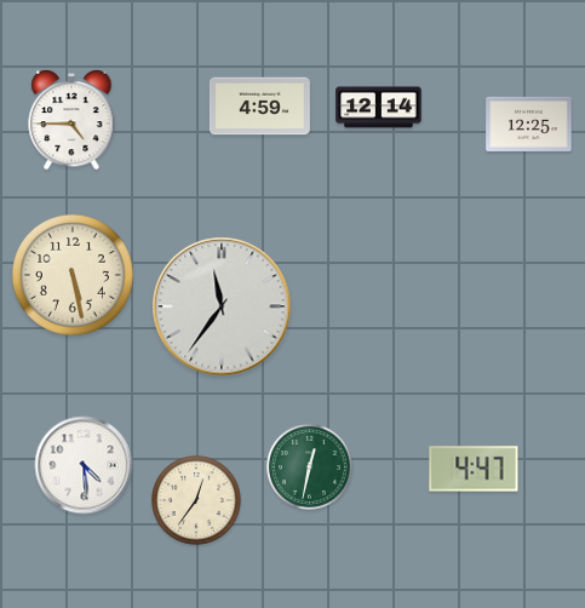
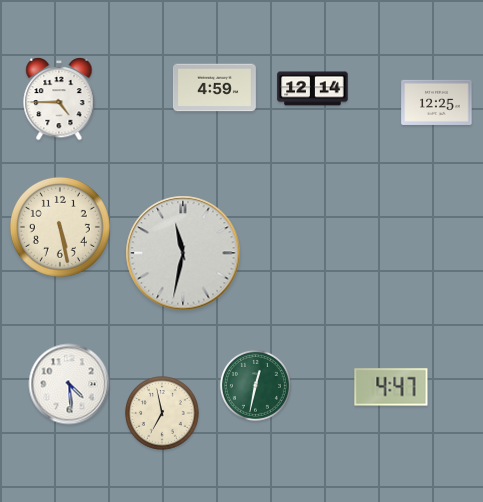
clock at (222, 306): 11:36 -> 11:32
clock at (196, 500): 12:36 -> 6:58
